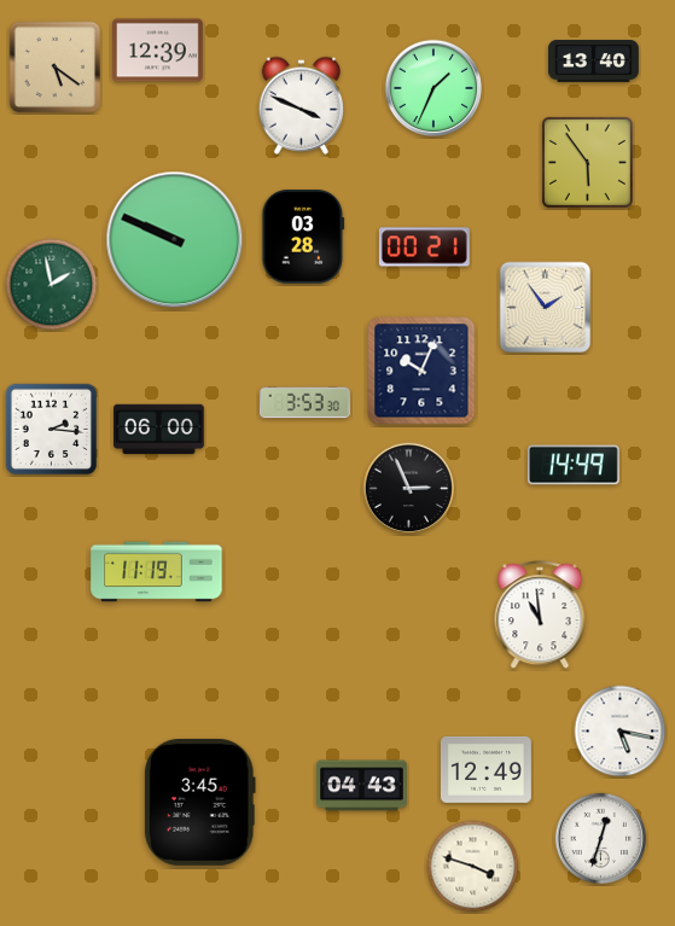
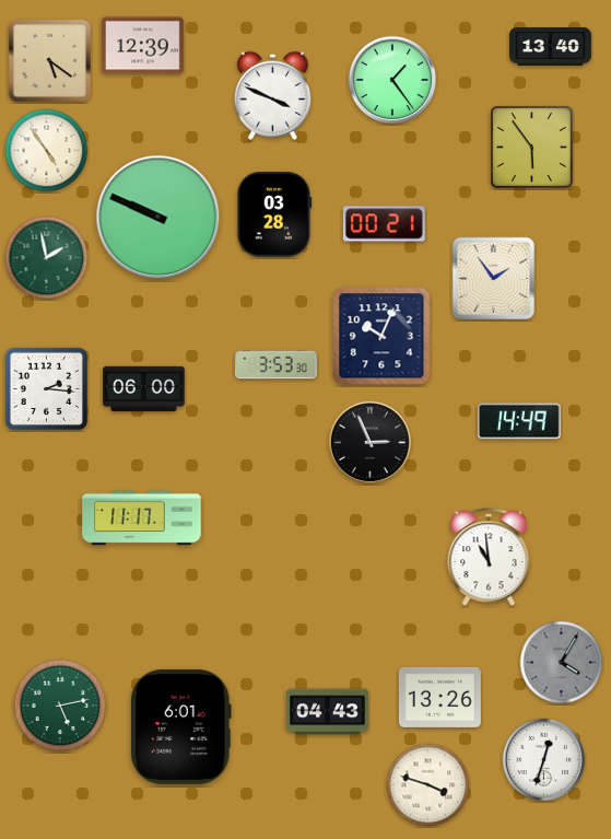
clock at (594, 62) position: (594, 62) -> (551, 47)
clock at (433, 88): 1:34 -> 1:24
clock at (47, 151): none -> 4:54
clock at (157, 572): 11:19 -> 11:17
clock at (621, 732): 5:17 -> 4:05
clock at (621, 732) dial: white -> grey
clock at (485, 769): 12:49 -> 13:26
clock at (60, 706): none -> 5:13
clock at (199, 802): 3:45 -> 6:01
